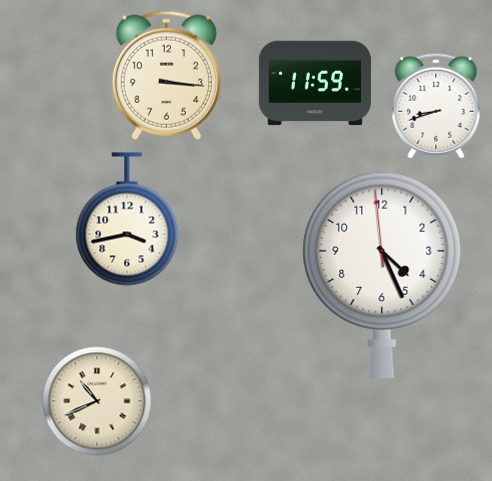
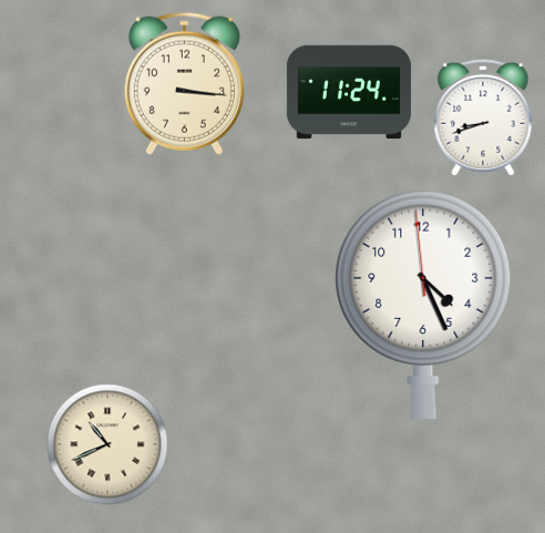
clock at (315, 83): 11:59 -> 11:24
clock at (127, 219): 3:43 -> none
